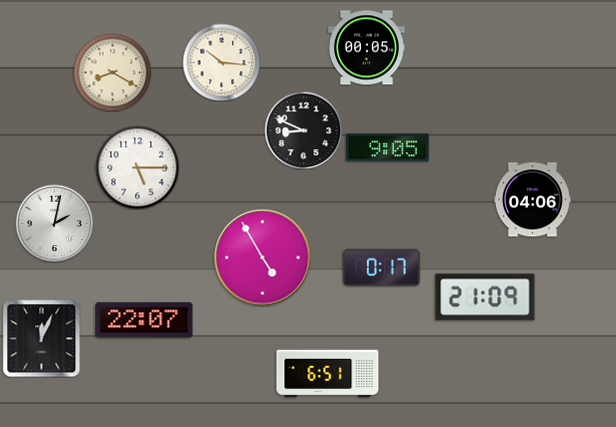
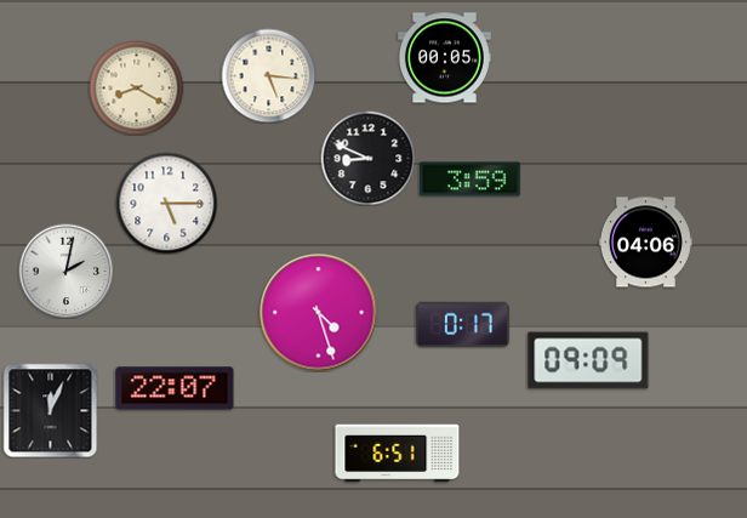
clock at (221, 62): 10:16 -> 5:16
clock at (388, 148): 9:05 -> 3:59
clock at (263, 258): 4:55 -> 4:27
clock at (485, 297): 21:09 -> 09:09
